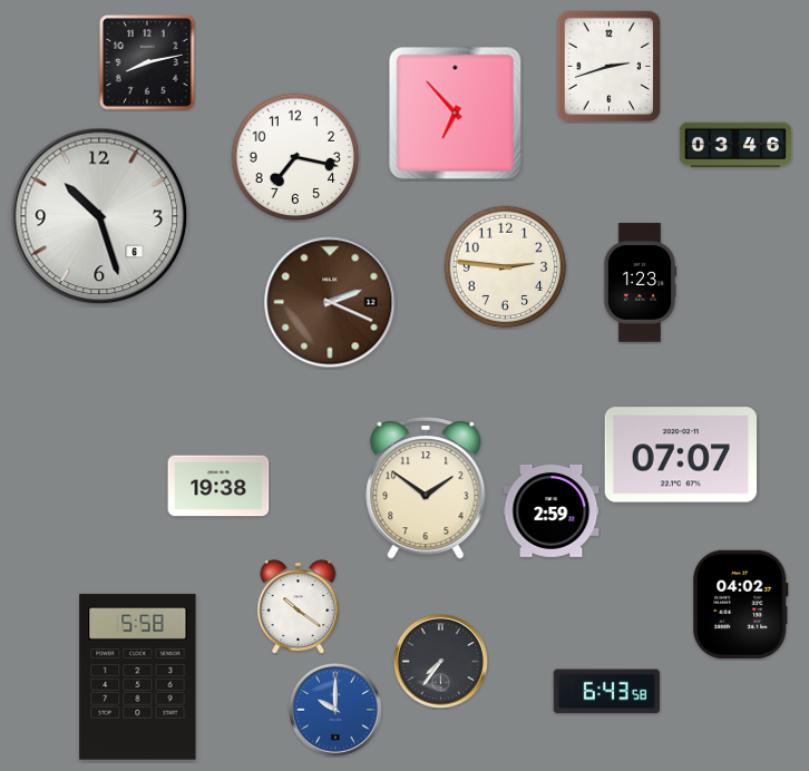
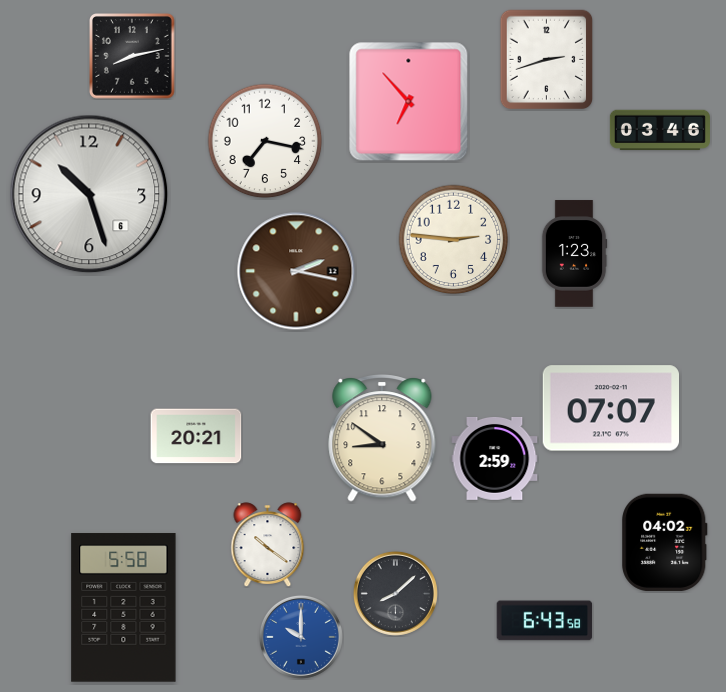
clock at (330, 302): 2:19 -> 2:17
clock at (218, 486): 19:38 -> 20:21
clock at (426, 488): 1:51 -> 8:51
clock at (440, 661): 7:36 -> 8:08
